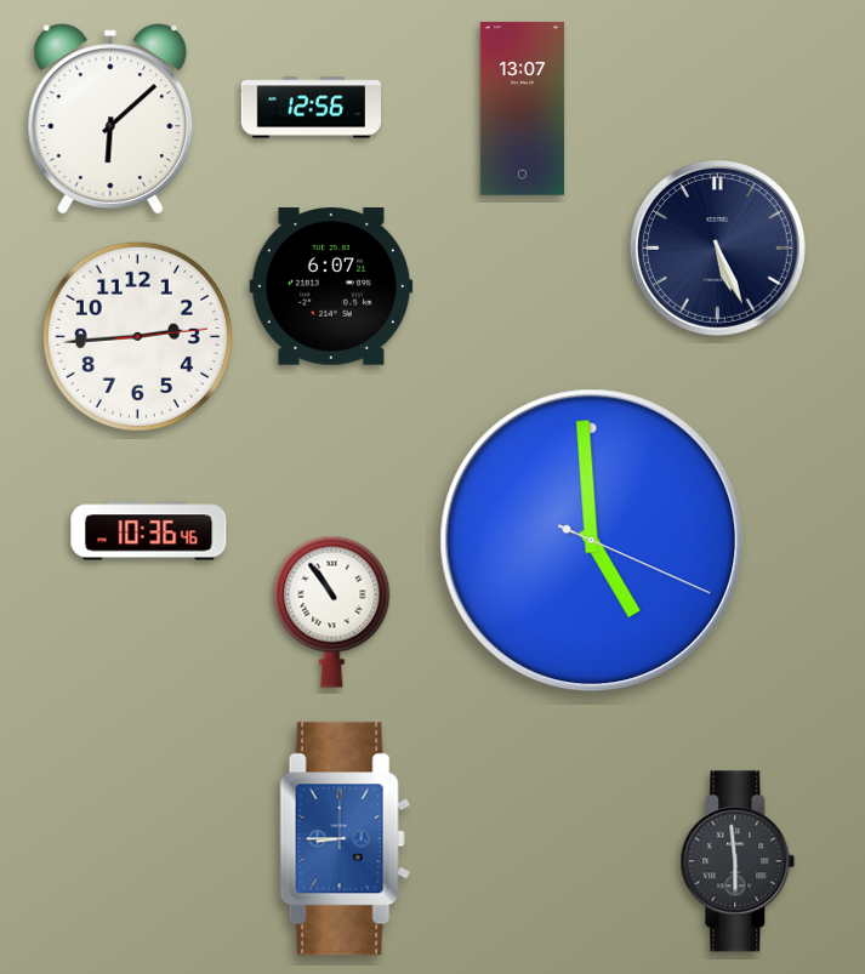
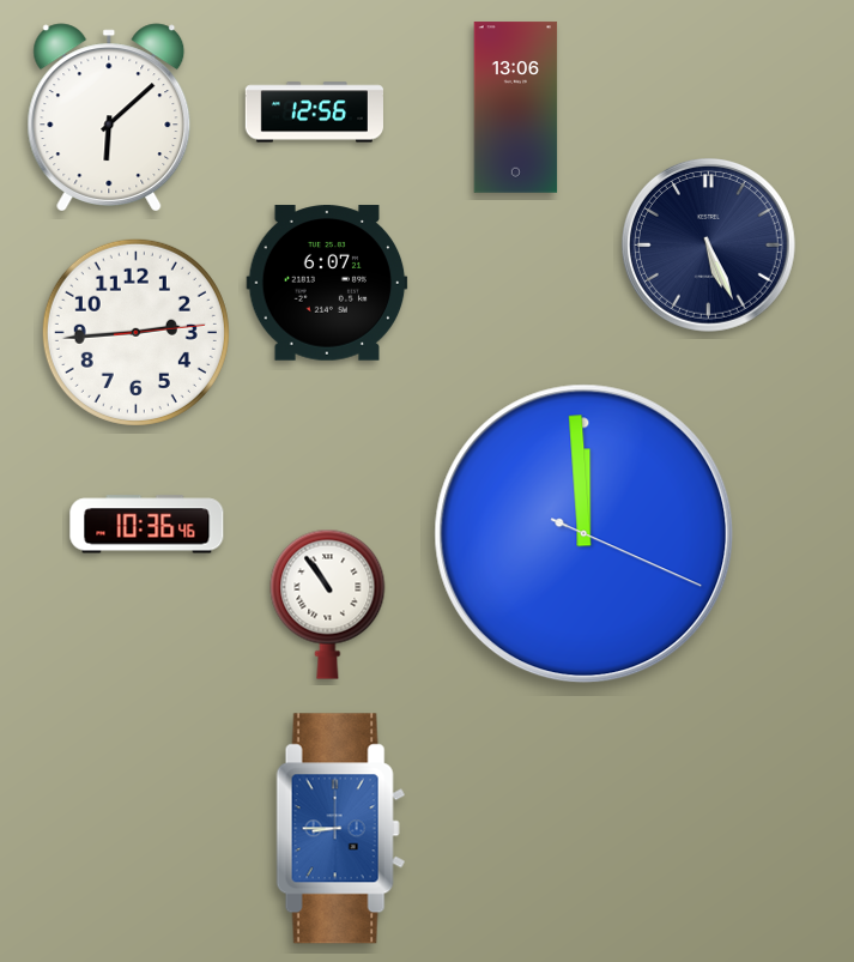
clock at (311, 108) position: (311, 108) -> (314, 113)
clock at (523, 109): 13:07 -> 13:06
clock at (592, 541): 4:59 -> 11:59
clock at (738, 861): 5:59 -> none
